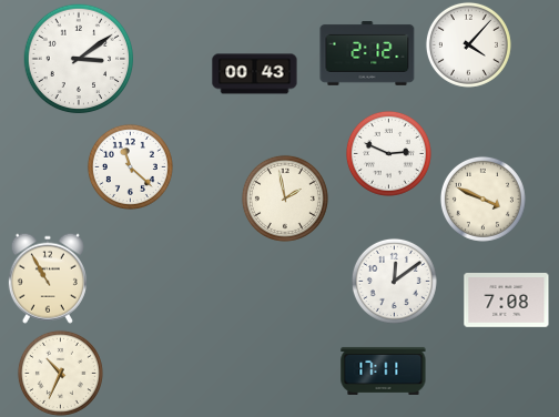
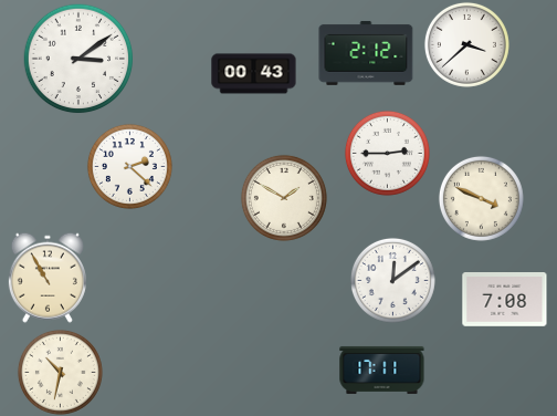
clock at (468, 44): 4:07 -> 3:38
clock at (388, 153): 2:49 -> 2:45
clock at (130, 166): 11:22 -> 2:22
clock at (285, 199): 1:58 -> 1:50
clock at (60, 373): 10:34 -> 10:32
